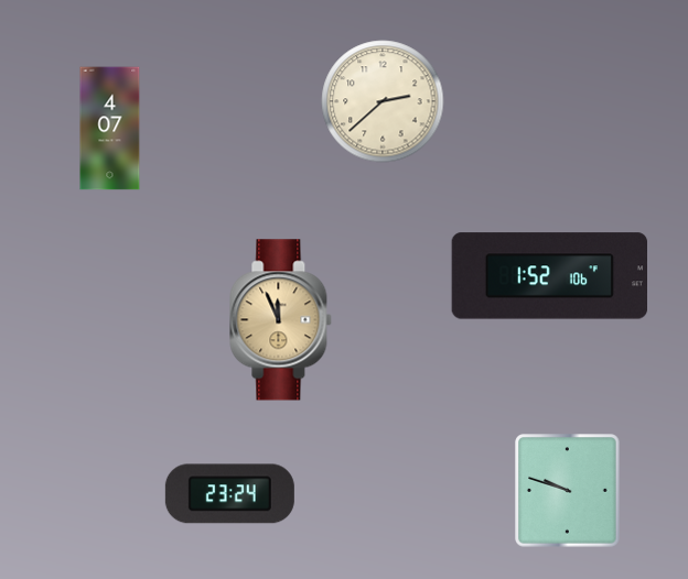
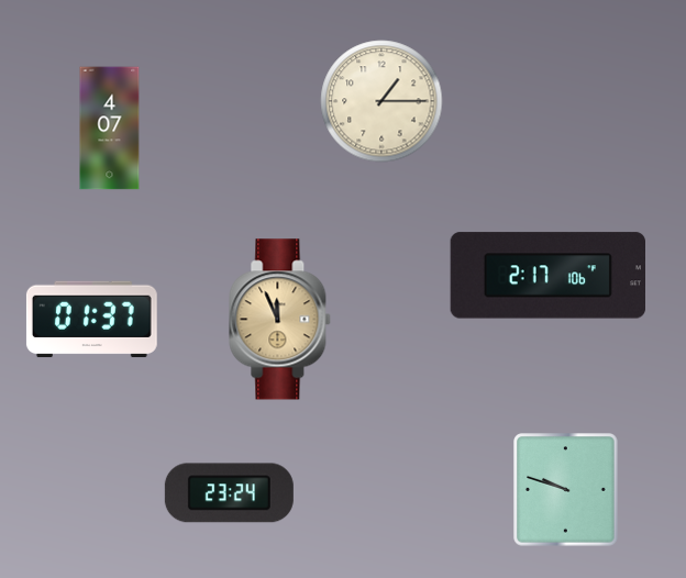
clock at (383, 101): 2:38 -> 1:15
clock at (549, 276): 1:52 -> 2:17
clock at (91, 320): none -> 01:37
